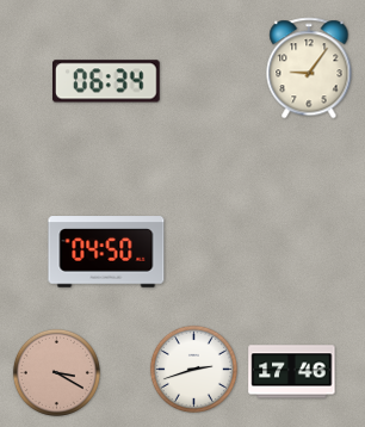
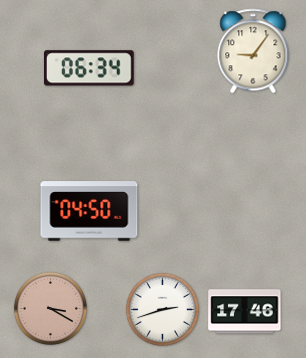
clock at (309, 68) position: (309, 68) -> (253, 51)
clock at (56, 372) position: (56, 372) -> (50, 308)
